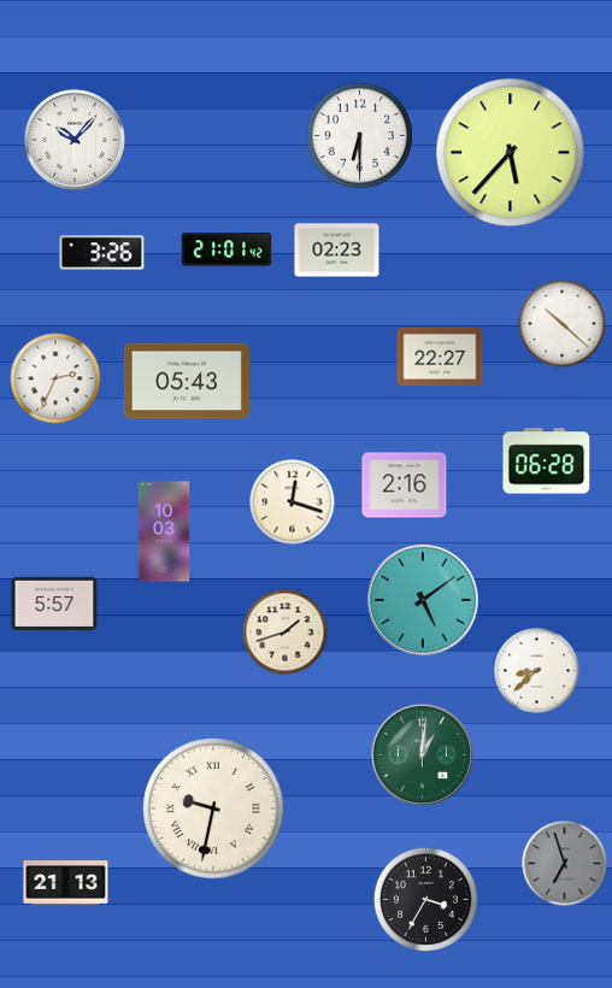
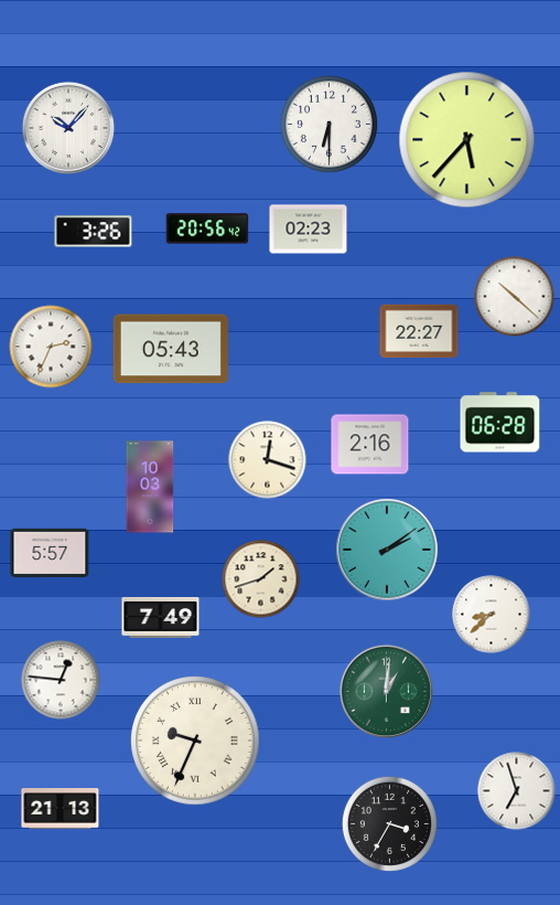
clock at (226, 249): 21:01 -> 20:56
clock at (440, 357) position: (440, 357) -> (419, 331)
clock at (423, 600): 5:09 -> 2:09
clock at (161, 617): none -> 7:49
clock at (61, 680): none -> 12:46
clock at (213, 808): 9:32 -> 9:34
clock at (565, 864) dial: grey -> white
